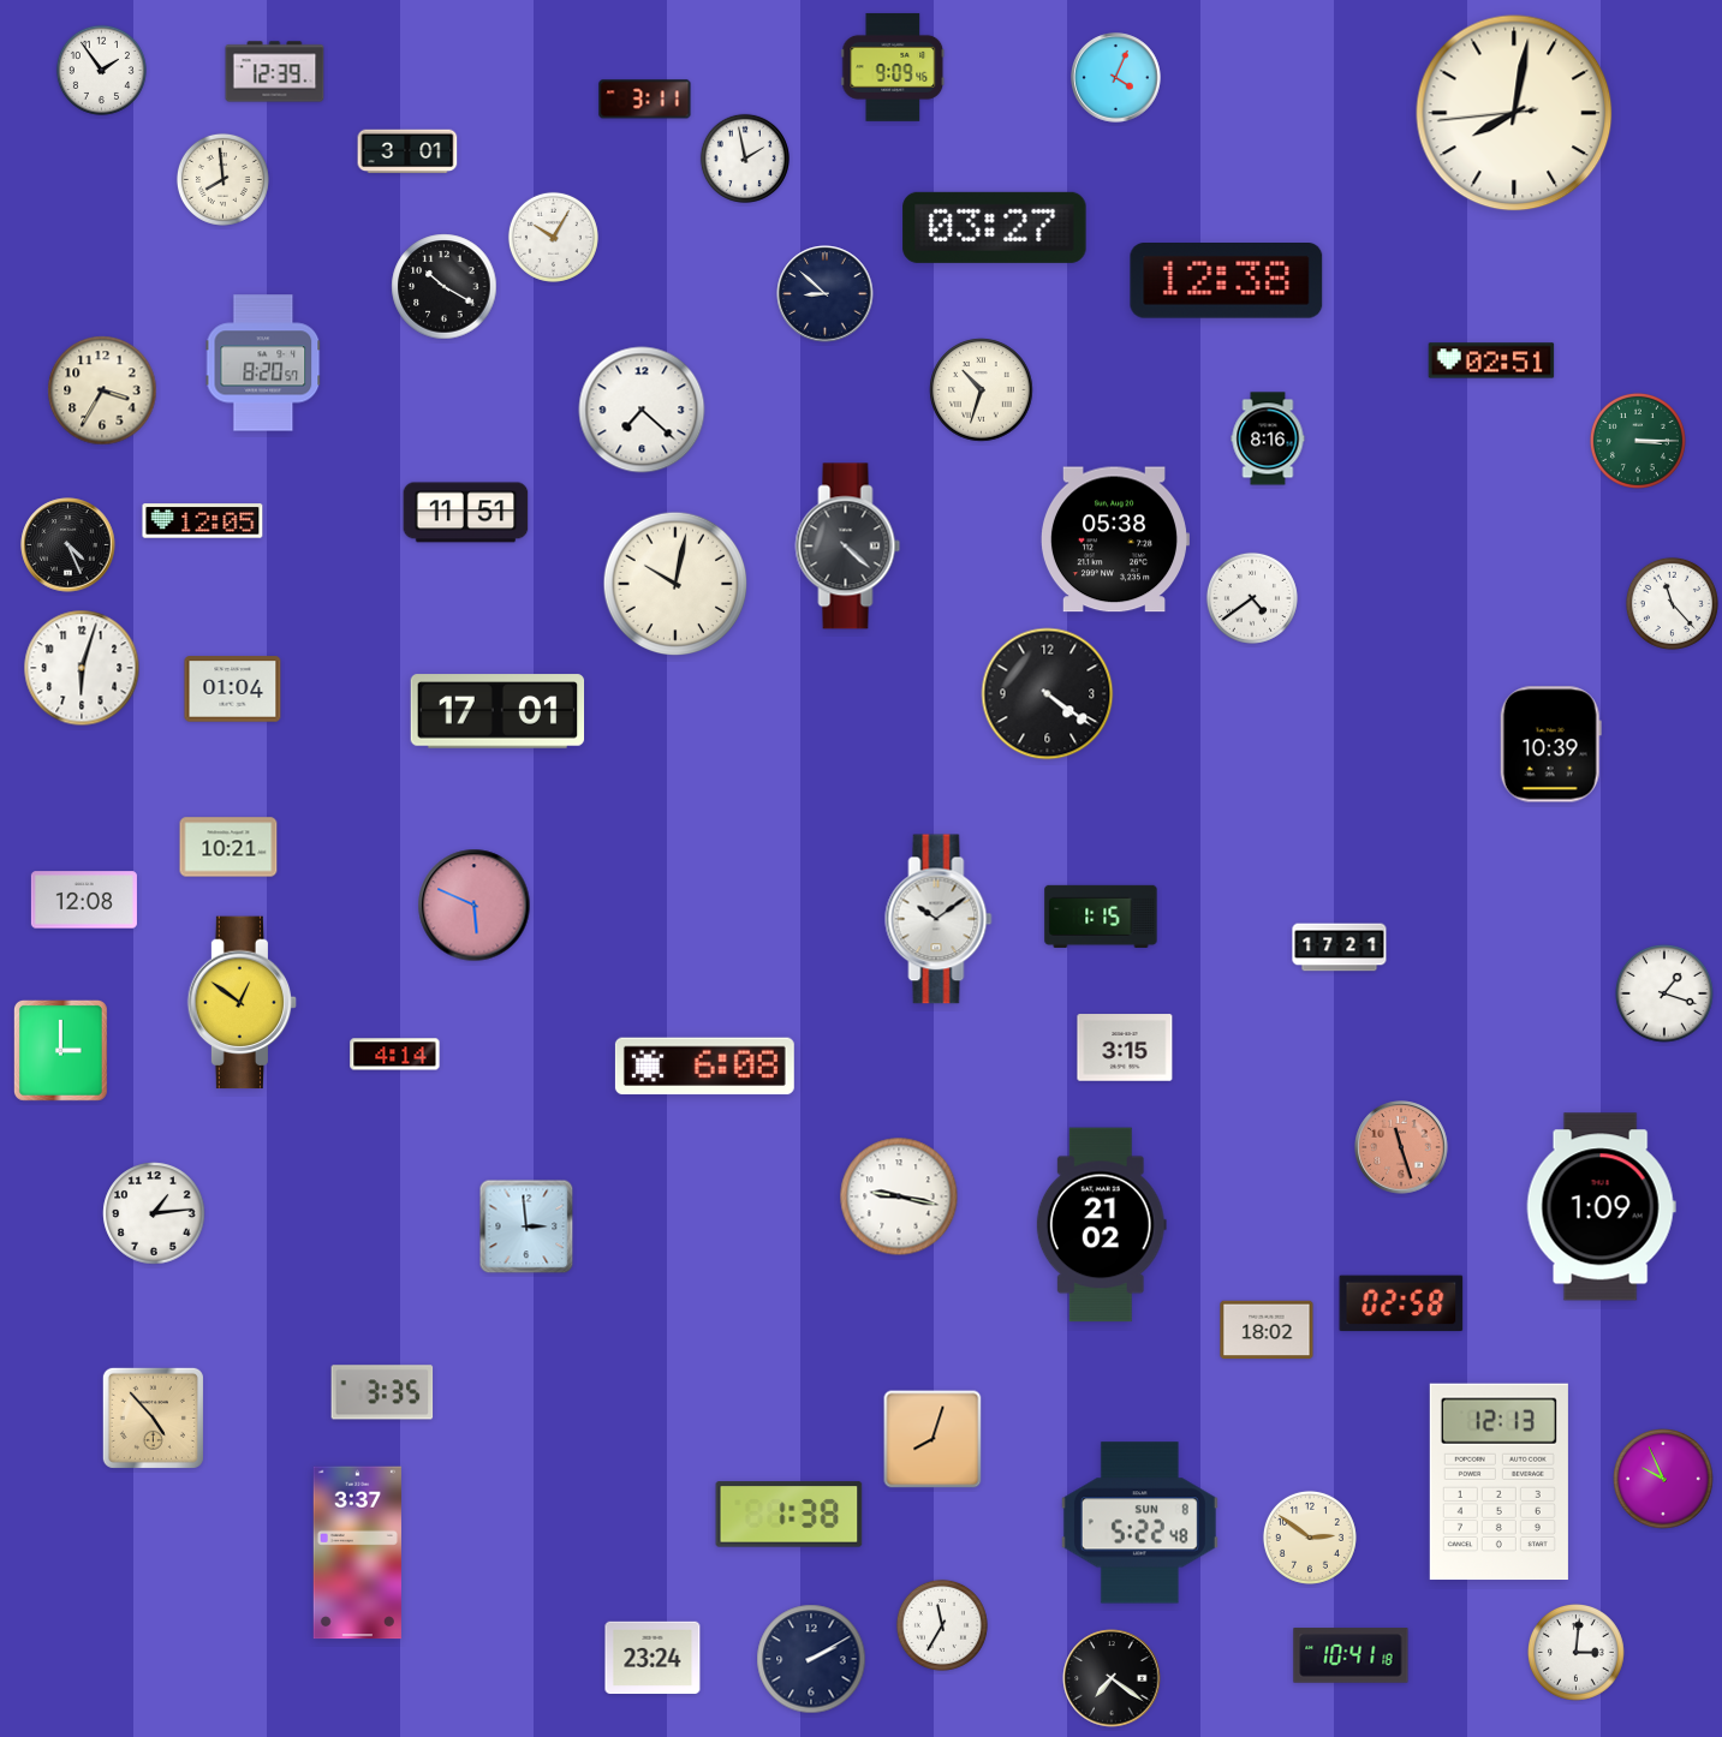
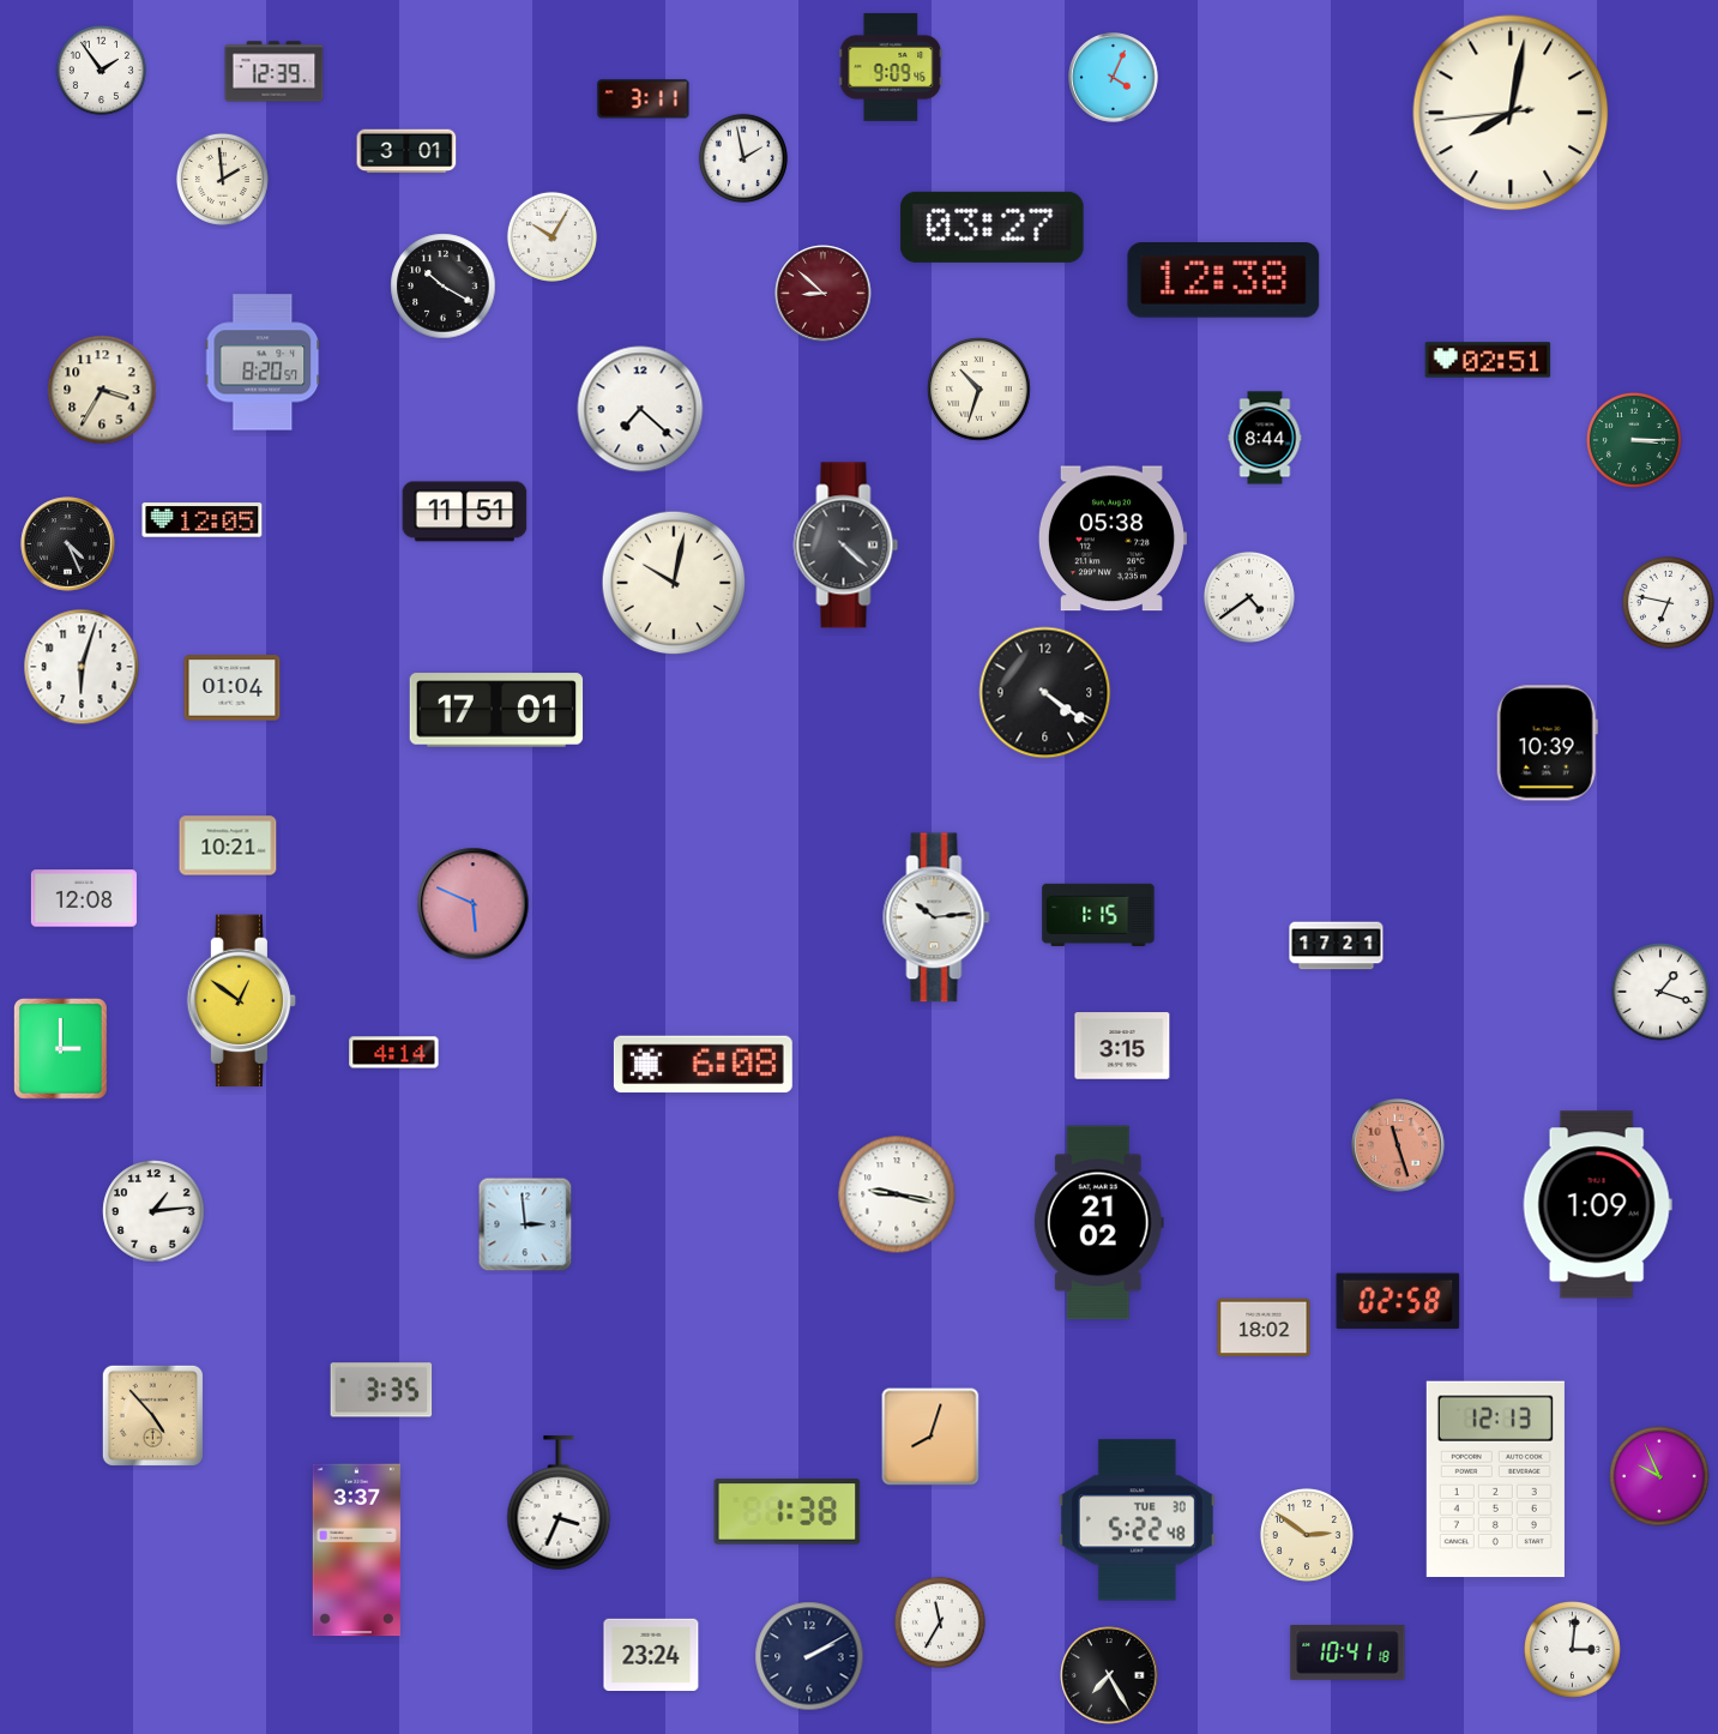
clock at (222, 179): 7:59 -> 1:59
clock at (826, 294) dial: navy -> burgundy
clock at (1268, 438): 8:16 -> 8:44
clock at (1672, 603): 11:23 -> 6:47
clock at (939, 919): 10:09 -> 10:14
clock at (559, 1504): none -> 3:34
clock at (1139, 1523) date: SUN 8 -> TUE 30
clock at (1112, 1678): 7:21 -> 7:25
